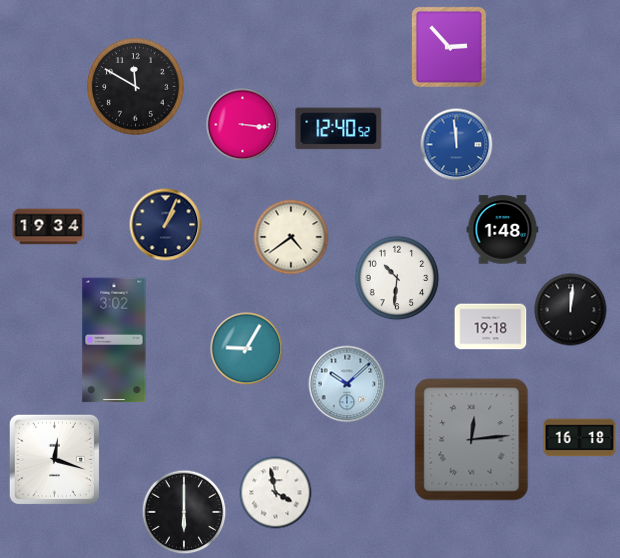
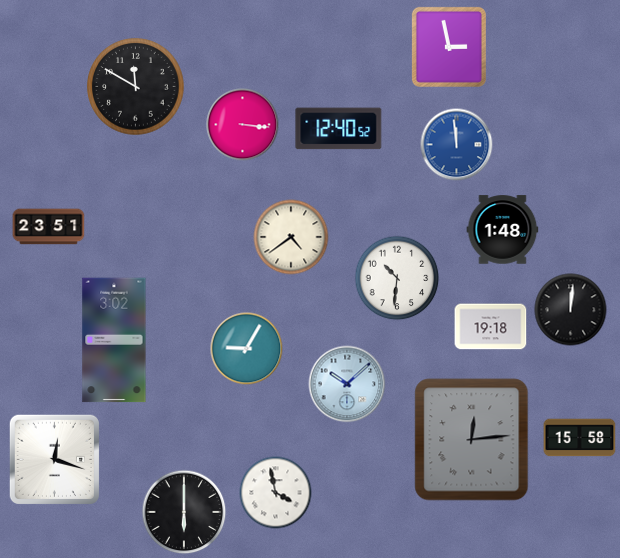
clock at (449, 47): 2:53 -> 2:58
clock at (166, 225): 1:04 -> none
clock at (49, 227): 19:34 -> 23:51
clock at (580, 438): 16:18 -> 15:58
